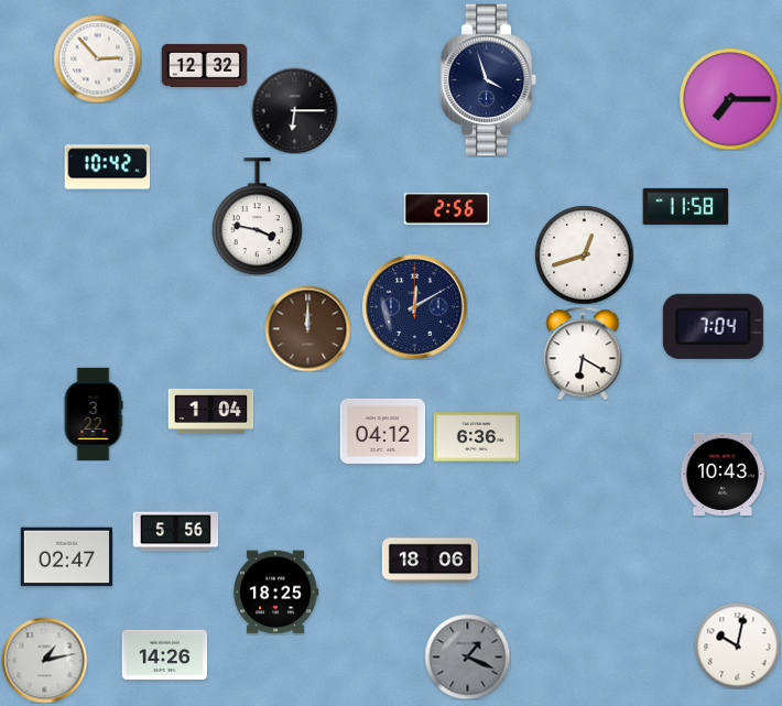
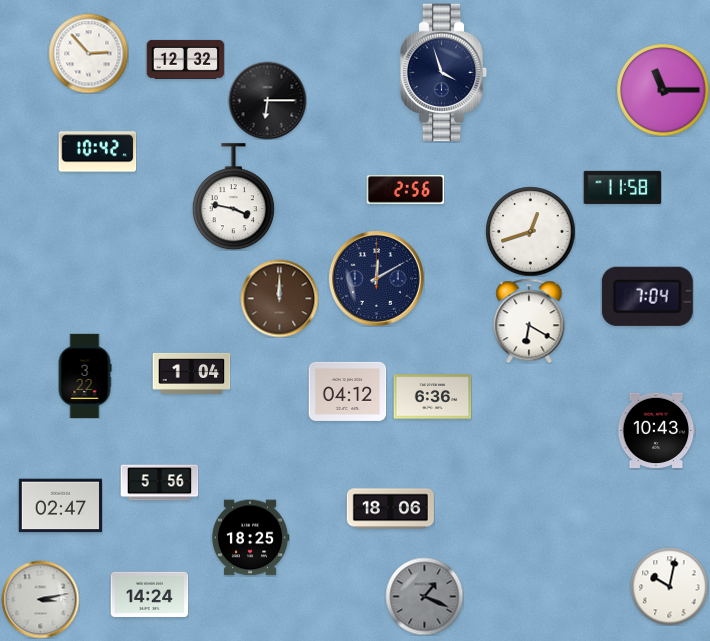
clock at (730, 99): 7:15 -> 11:15
clock at (164, 654): 14:26 -> 14:24
clock at (44, 660): 1:13 -> 3:13
